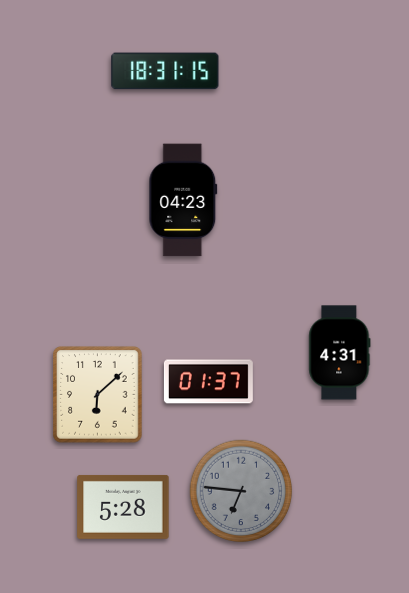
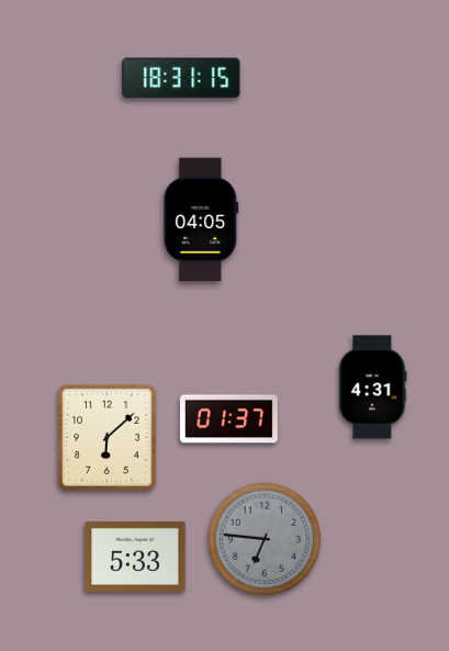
clock at (183, 200): 04:23 -> 04:05
clock at (98, 395) position: (98, 395) -> (108, 438)
clock at (123, 507): 5:28 -> 5:33
